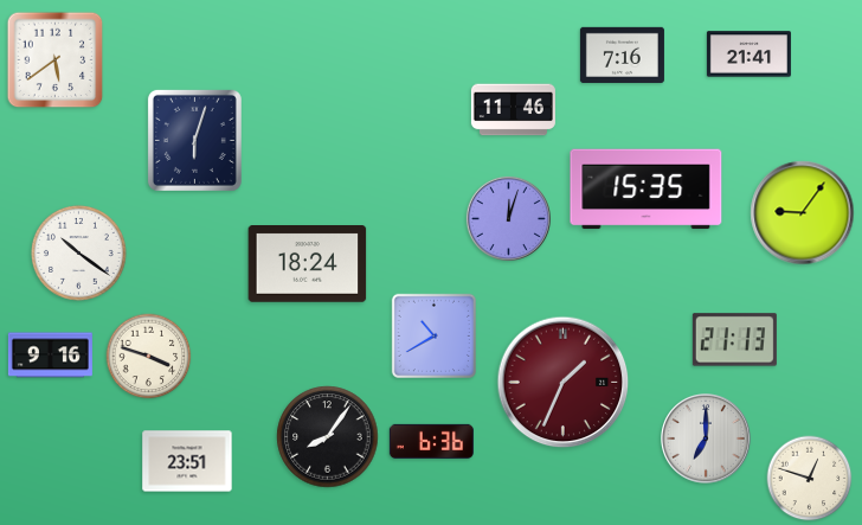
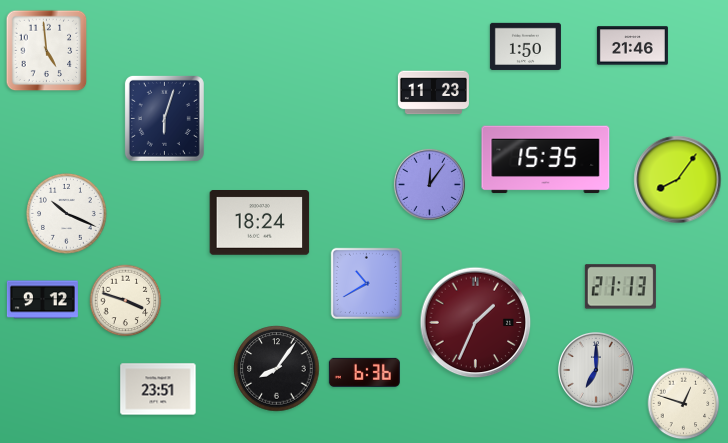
clock at (622, 55): 7:16 -> 1:50
clock at (748, 55): 21:41 -> 21:46
clock at (56, 60): 5:39 -> 4:59
clock at (513, 110): 11:46 -> 11:23
clock at (803, 213): 9:06 -> 8:06
clock at (508, 218): 12:03 -> 12:06
clock at (78, 252): 10:21 -> 10:19
clock at (50, 356): 9:16 -> 9:12
